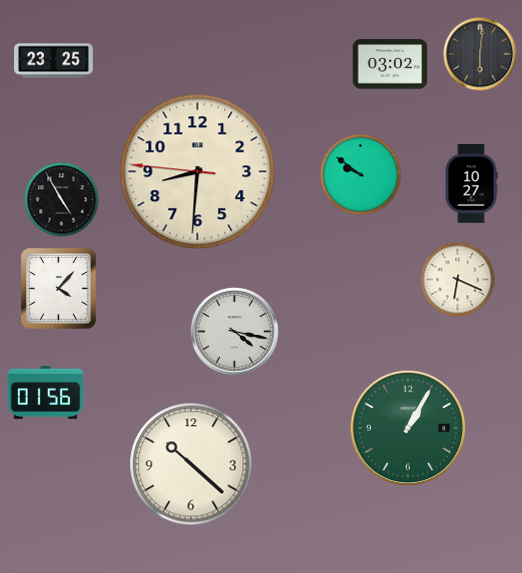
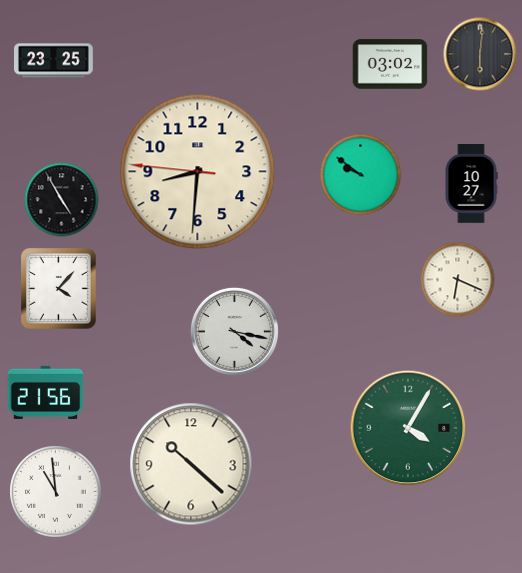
clock at (46, 392): 01:56 -> 21:56
clock at (408, 428): 1:05 -> 4:05
clock at (56, 492): none -> 10:59
